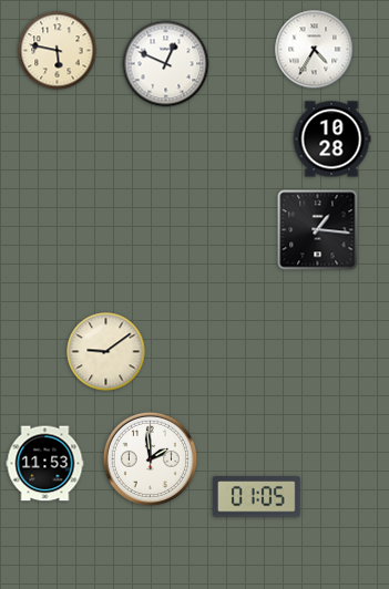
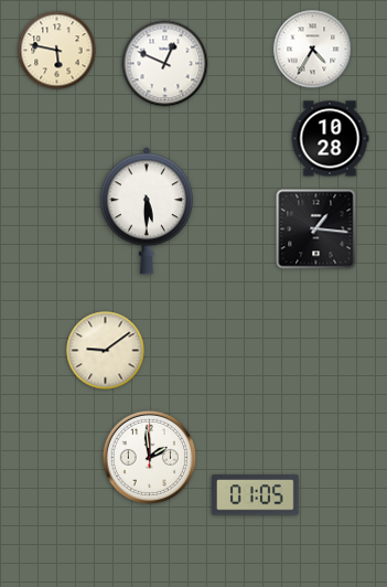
clock at (147, 211): none -> 5:30
clock at (45, 464): 11:53 -> none
